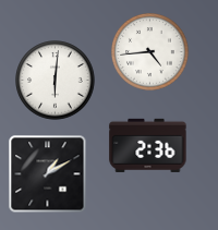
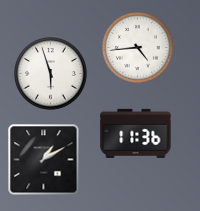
clock at (56, 81): 6:01 -> 5:57
clock at (148, 145): 2:36 -> 11:36
